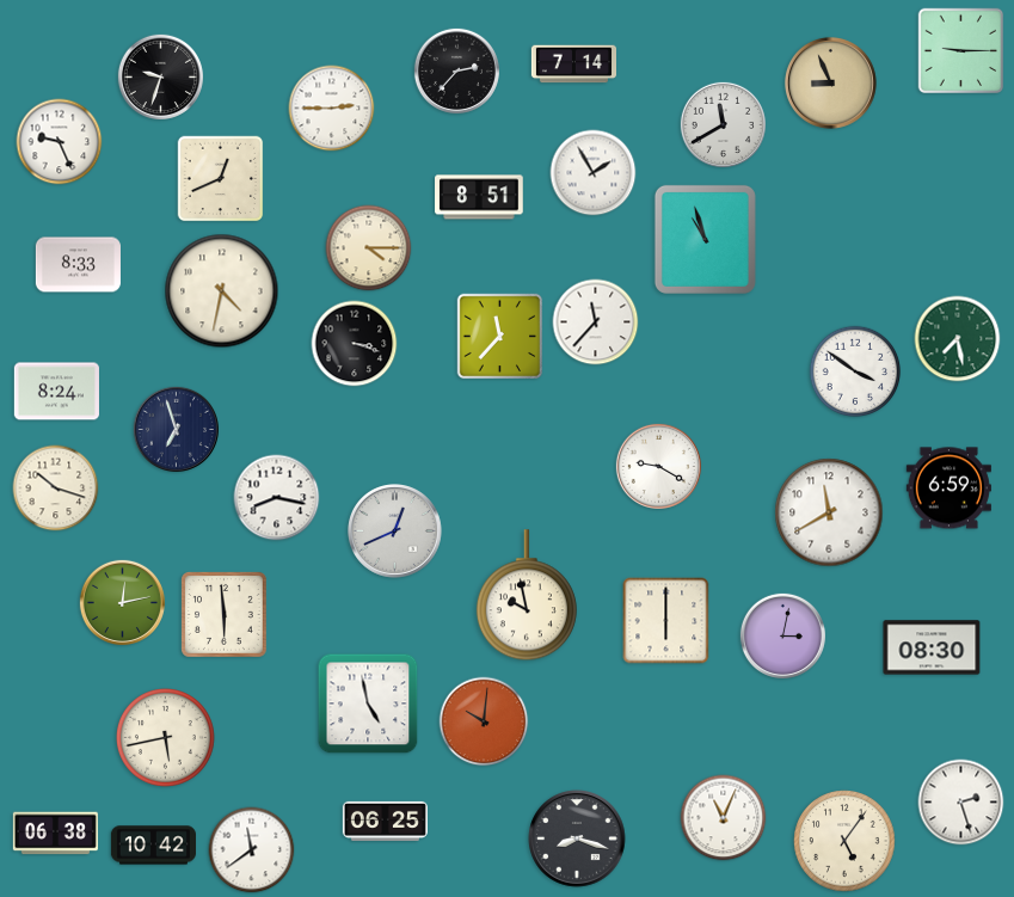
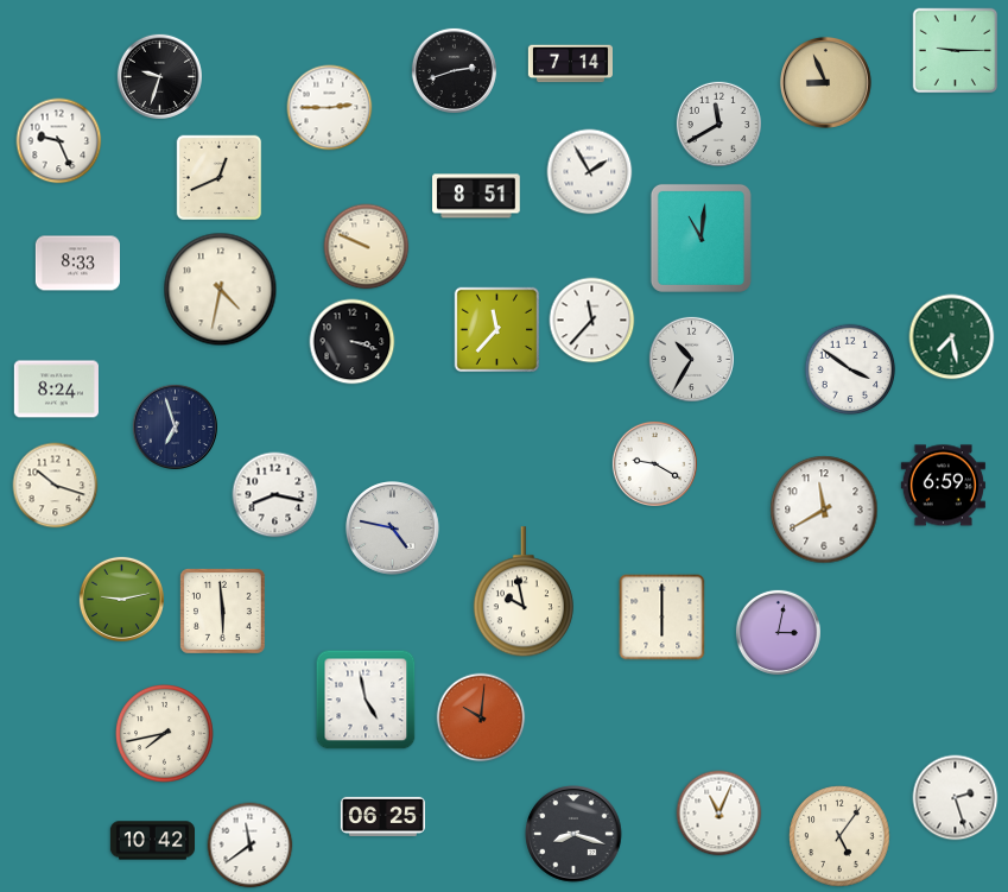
clock at (456, 70): 2:37 -> 2:42
clock at (705, 239): 10:57 -> 11:01
clock at (369, 248): 4:15 -> 9:49
clock at (500, 337) position: (500, 337) -> (497, 330)
clock at (691, 359): none -> 10:35
clock at (395, 532): 12:41 -> 4:47
clock at (122, 602): 12:13 -> 9:13
clock at (932, 647): 08:30 -> none
clock at (166, 738): 5:43 -> 7:43
clock at (55, 834): 06:38 -> none
